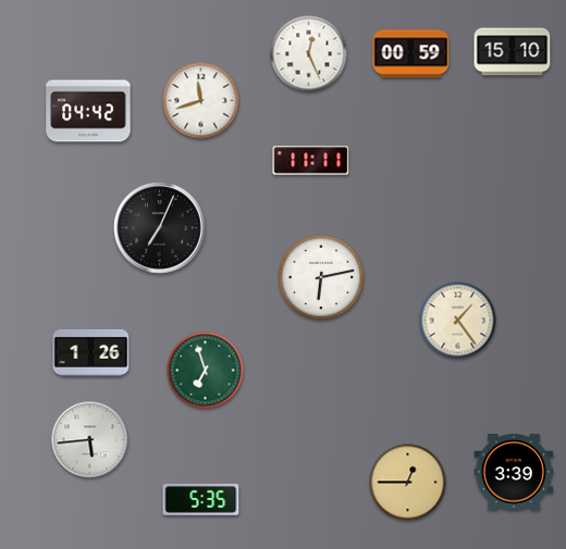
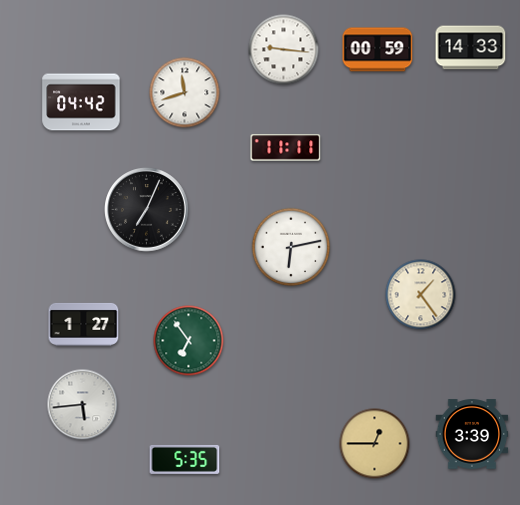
clock at (513, 52): 15:10 -> 14:33
clock at (309, 54): 12:26 -> 9:16
clock at (321, 277) position: (321, 277) -> (291, 247)
clock at (91, 352): 1:26 -> 1:27
clock at (206, 371): 6:57 -> 6:54
